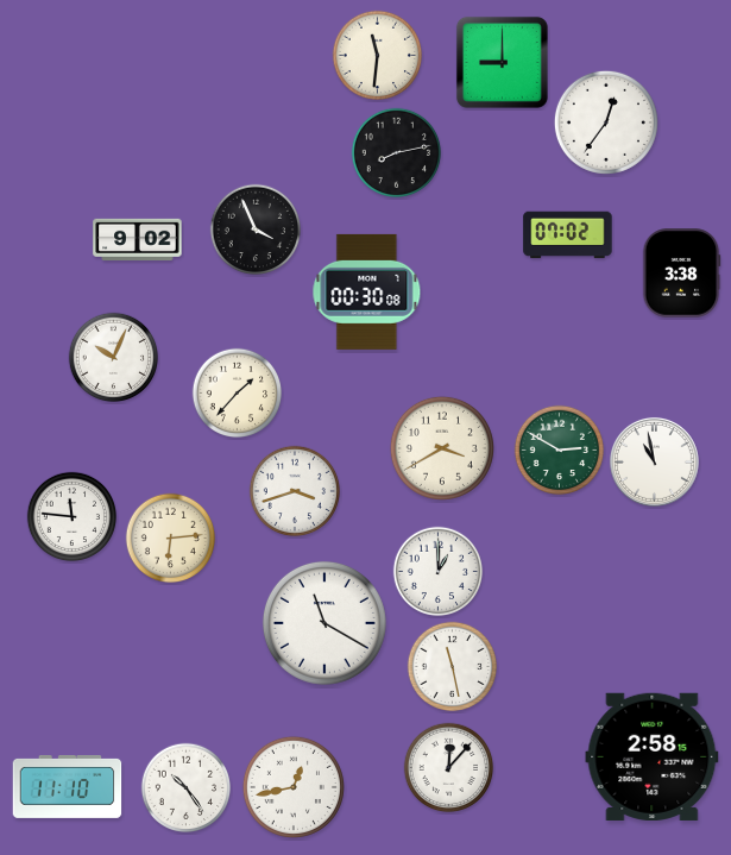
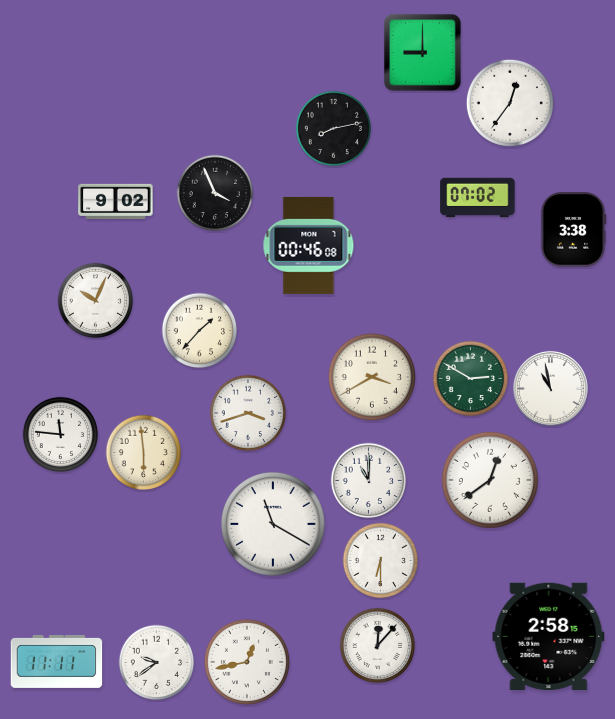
clock at (378, 56): 11:31 -> none
clock at (367, 291): 00:30 -> 00:46
clock at (171, 539): 6:14 -> 5:59
clock at (490, 480): none -> 12:39
clock at (439, 572): 1:00 -> 11:00
clock at (453, 667): 11:28 -> 6:30
clock at (68, 786): 11:10 -> 11:11
clock at (187, 788): 10:24 -> 9:39
